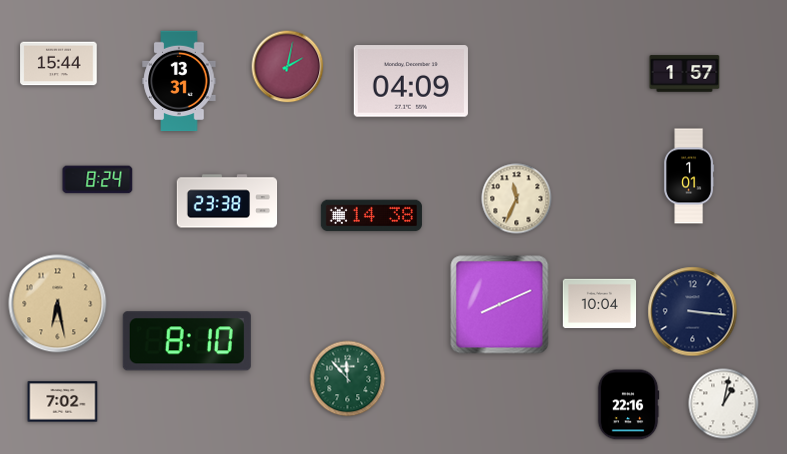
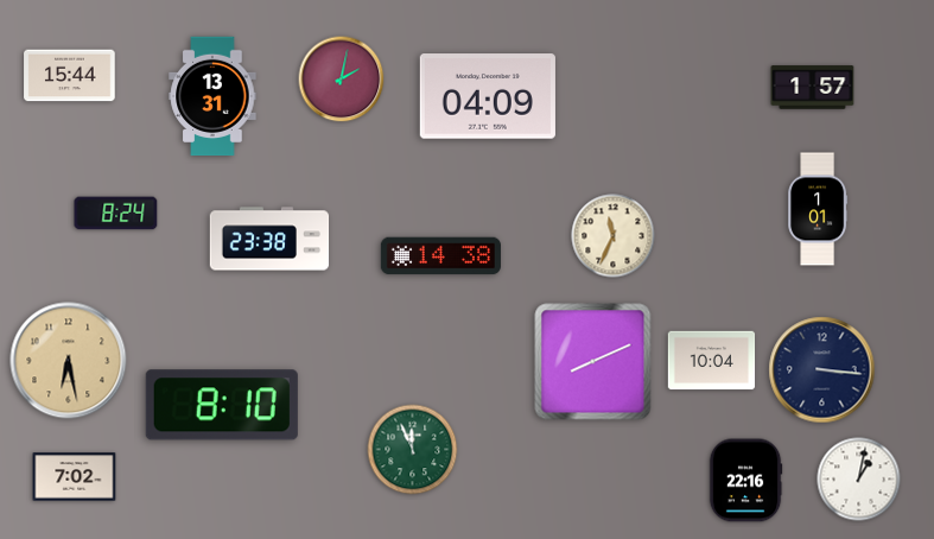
clock at (348, 379): 11:53 -> 11:56
